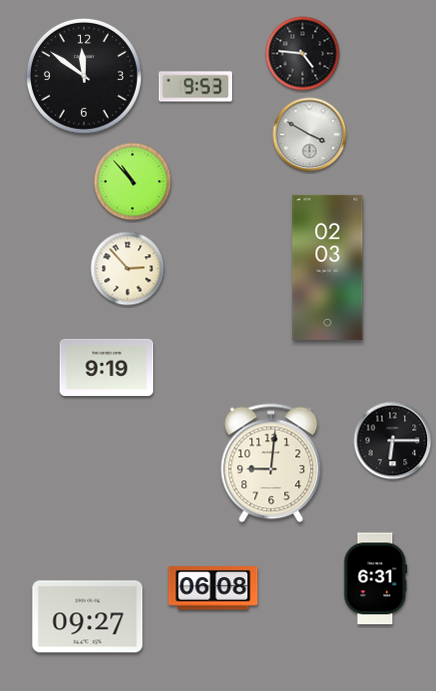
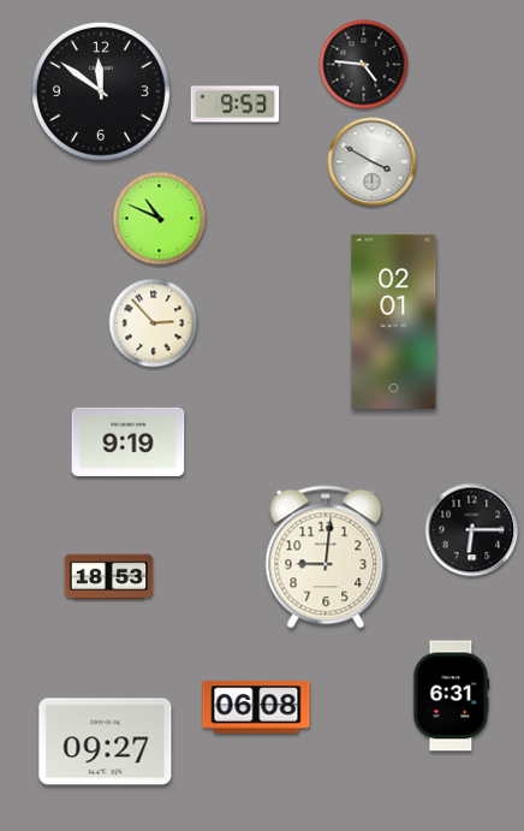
clock at (133, 182): 10:53 -> 10:49
clock at (328, 267): 02:03 -> 02:01
clock at (109, 577): none -> 18:53
